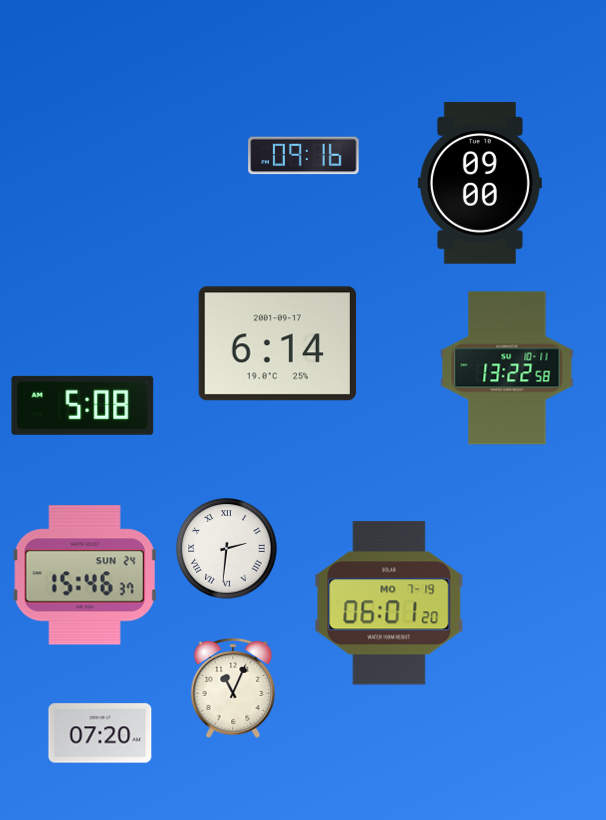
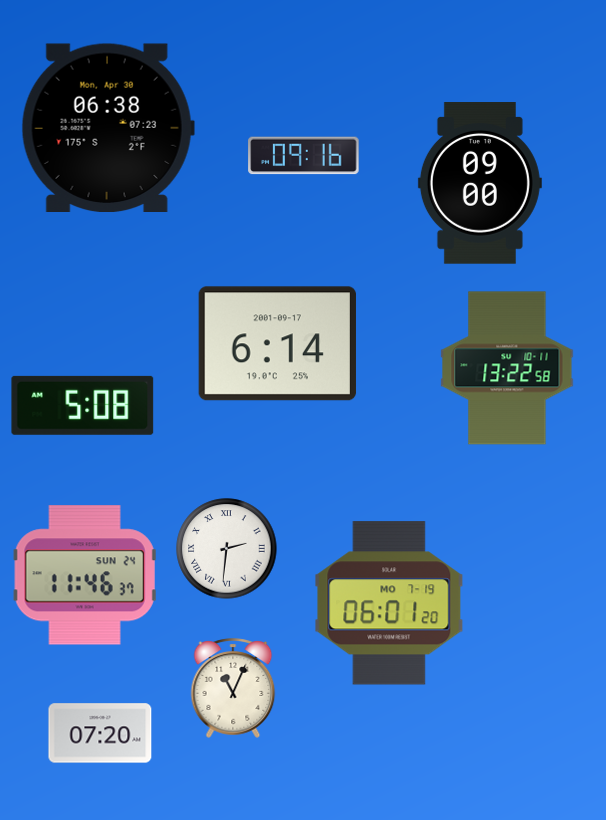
clock at (108, 127): none -> 06:38
clock at (85, 575): 15:46 -> 11:46
